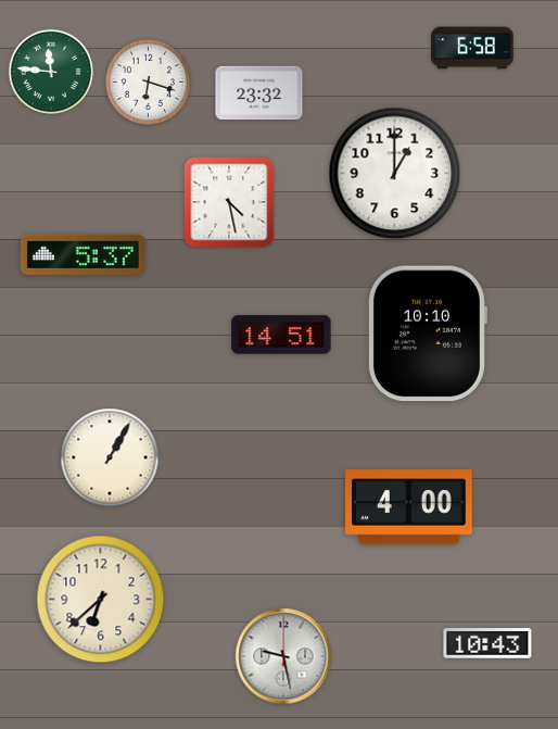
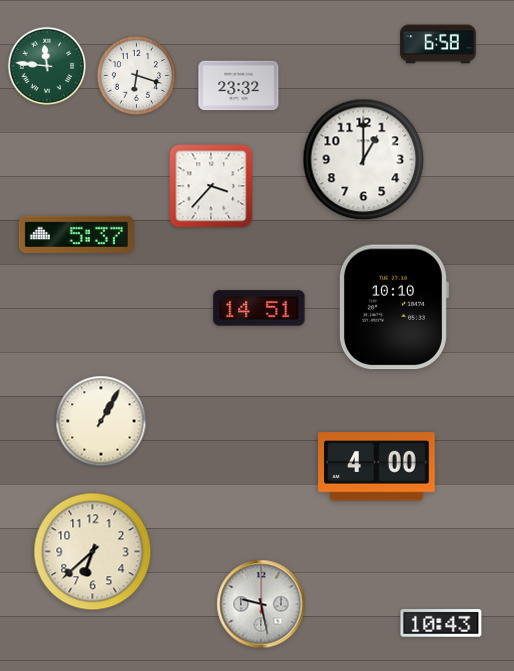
clock at (472, 48) position: (472, 48) -> (438, 44)
clock at (229, 202): 4:28 -> 3:37
clock at (487, 643) position: (487, 643) -> (441, 623)
